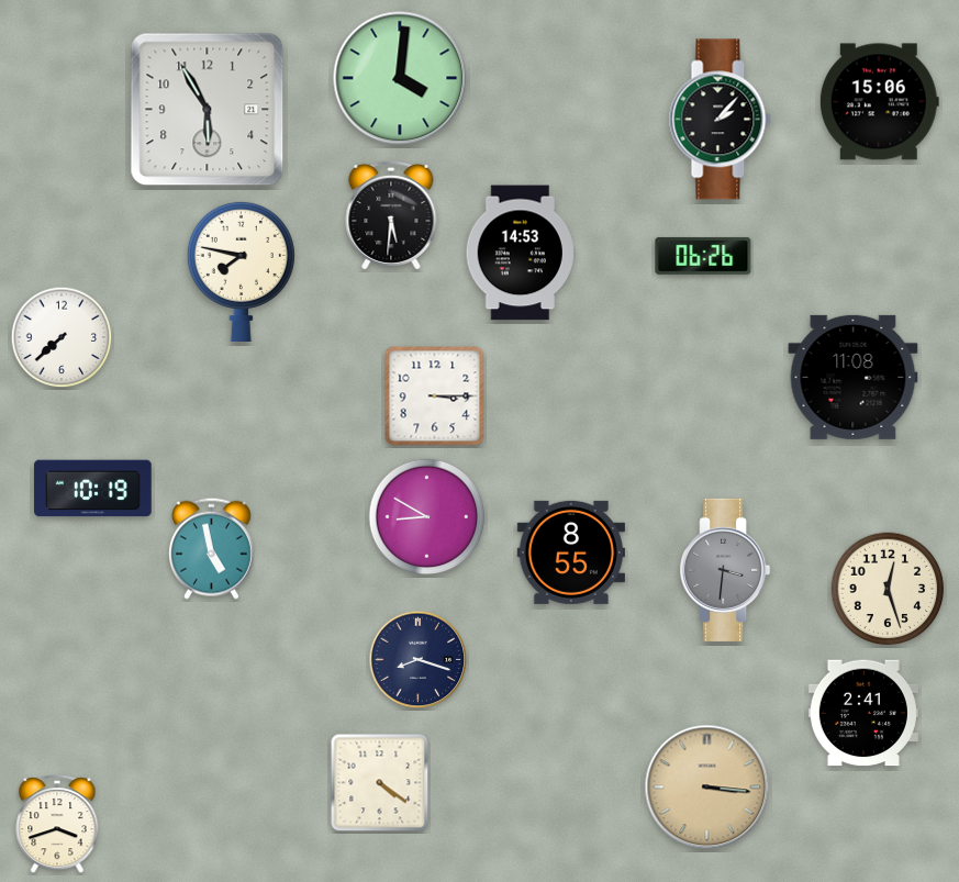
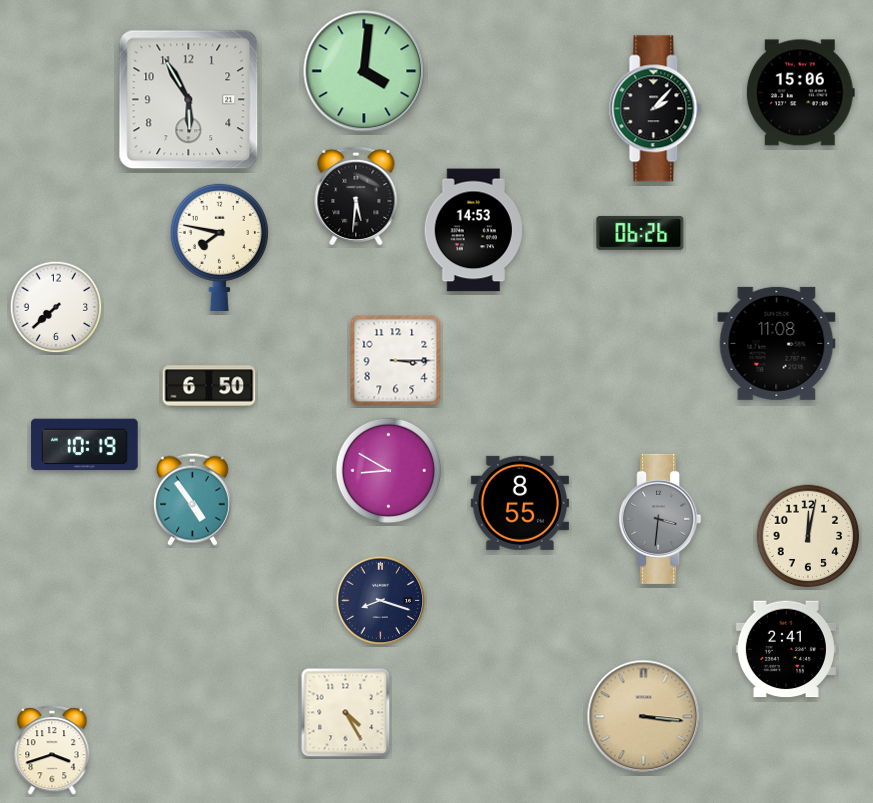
clock at (209, 386): none -> 6:50
clock at (211, 548): 4:58 -> 4:54
clock at (888, 589): 12:27 -> 12:02
clock at (380, 783): 4:21 -> 4:25
